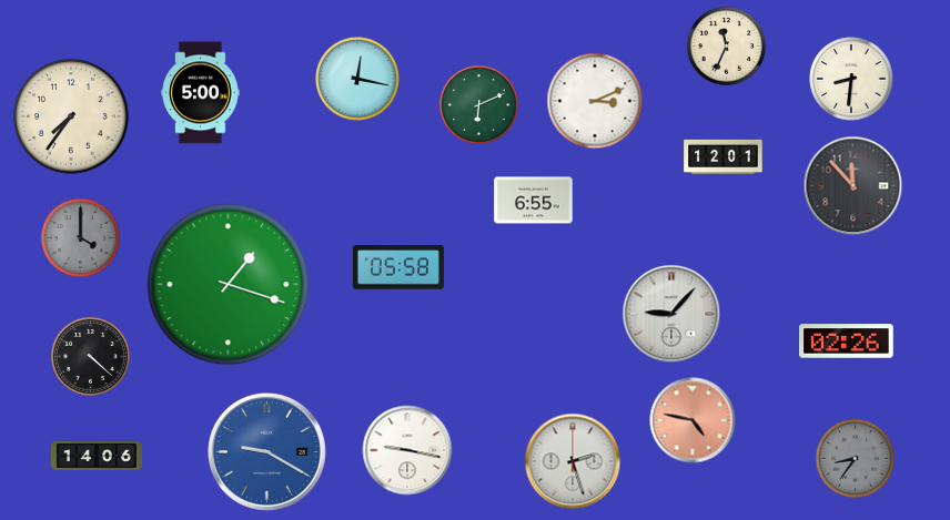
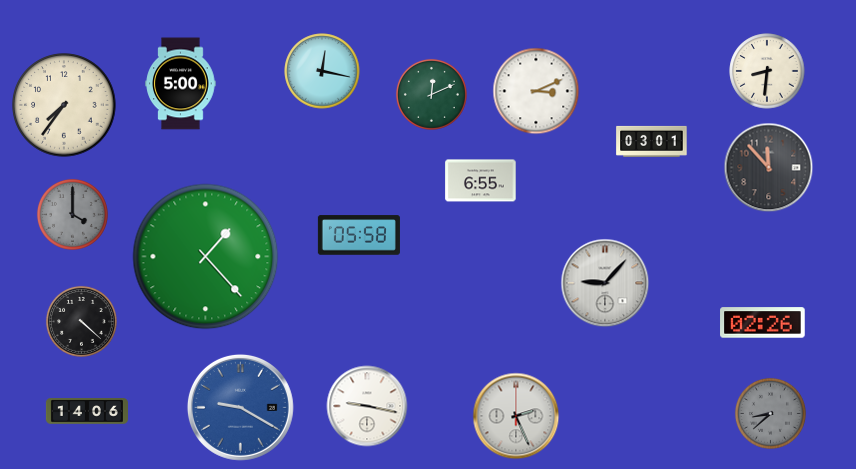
clock at (726, 45): 11:34 -> none
clock at (478, 104): 6:11 -> 12:11
clock at (724, 156): 12:01 -> 03:01
clock at (398, 267) position: (398, 267) -> (359, 235)
clock at (229, 285): 1:18 -> 1:23
clock at (847, 341) position: (847, 341) -> (763, 323)
clock at (693, 420): 4:47 -> none
clock at (855, 458): 8:36 -> 8:38
clock at (573, 461): 2:27 -> 2:26
